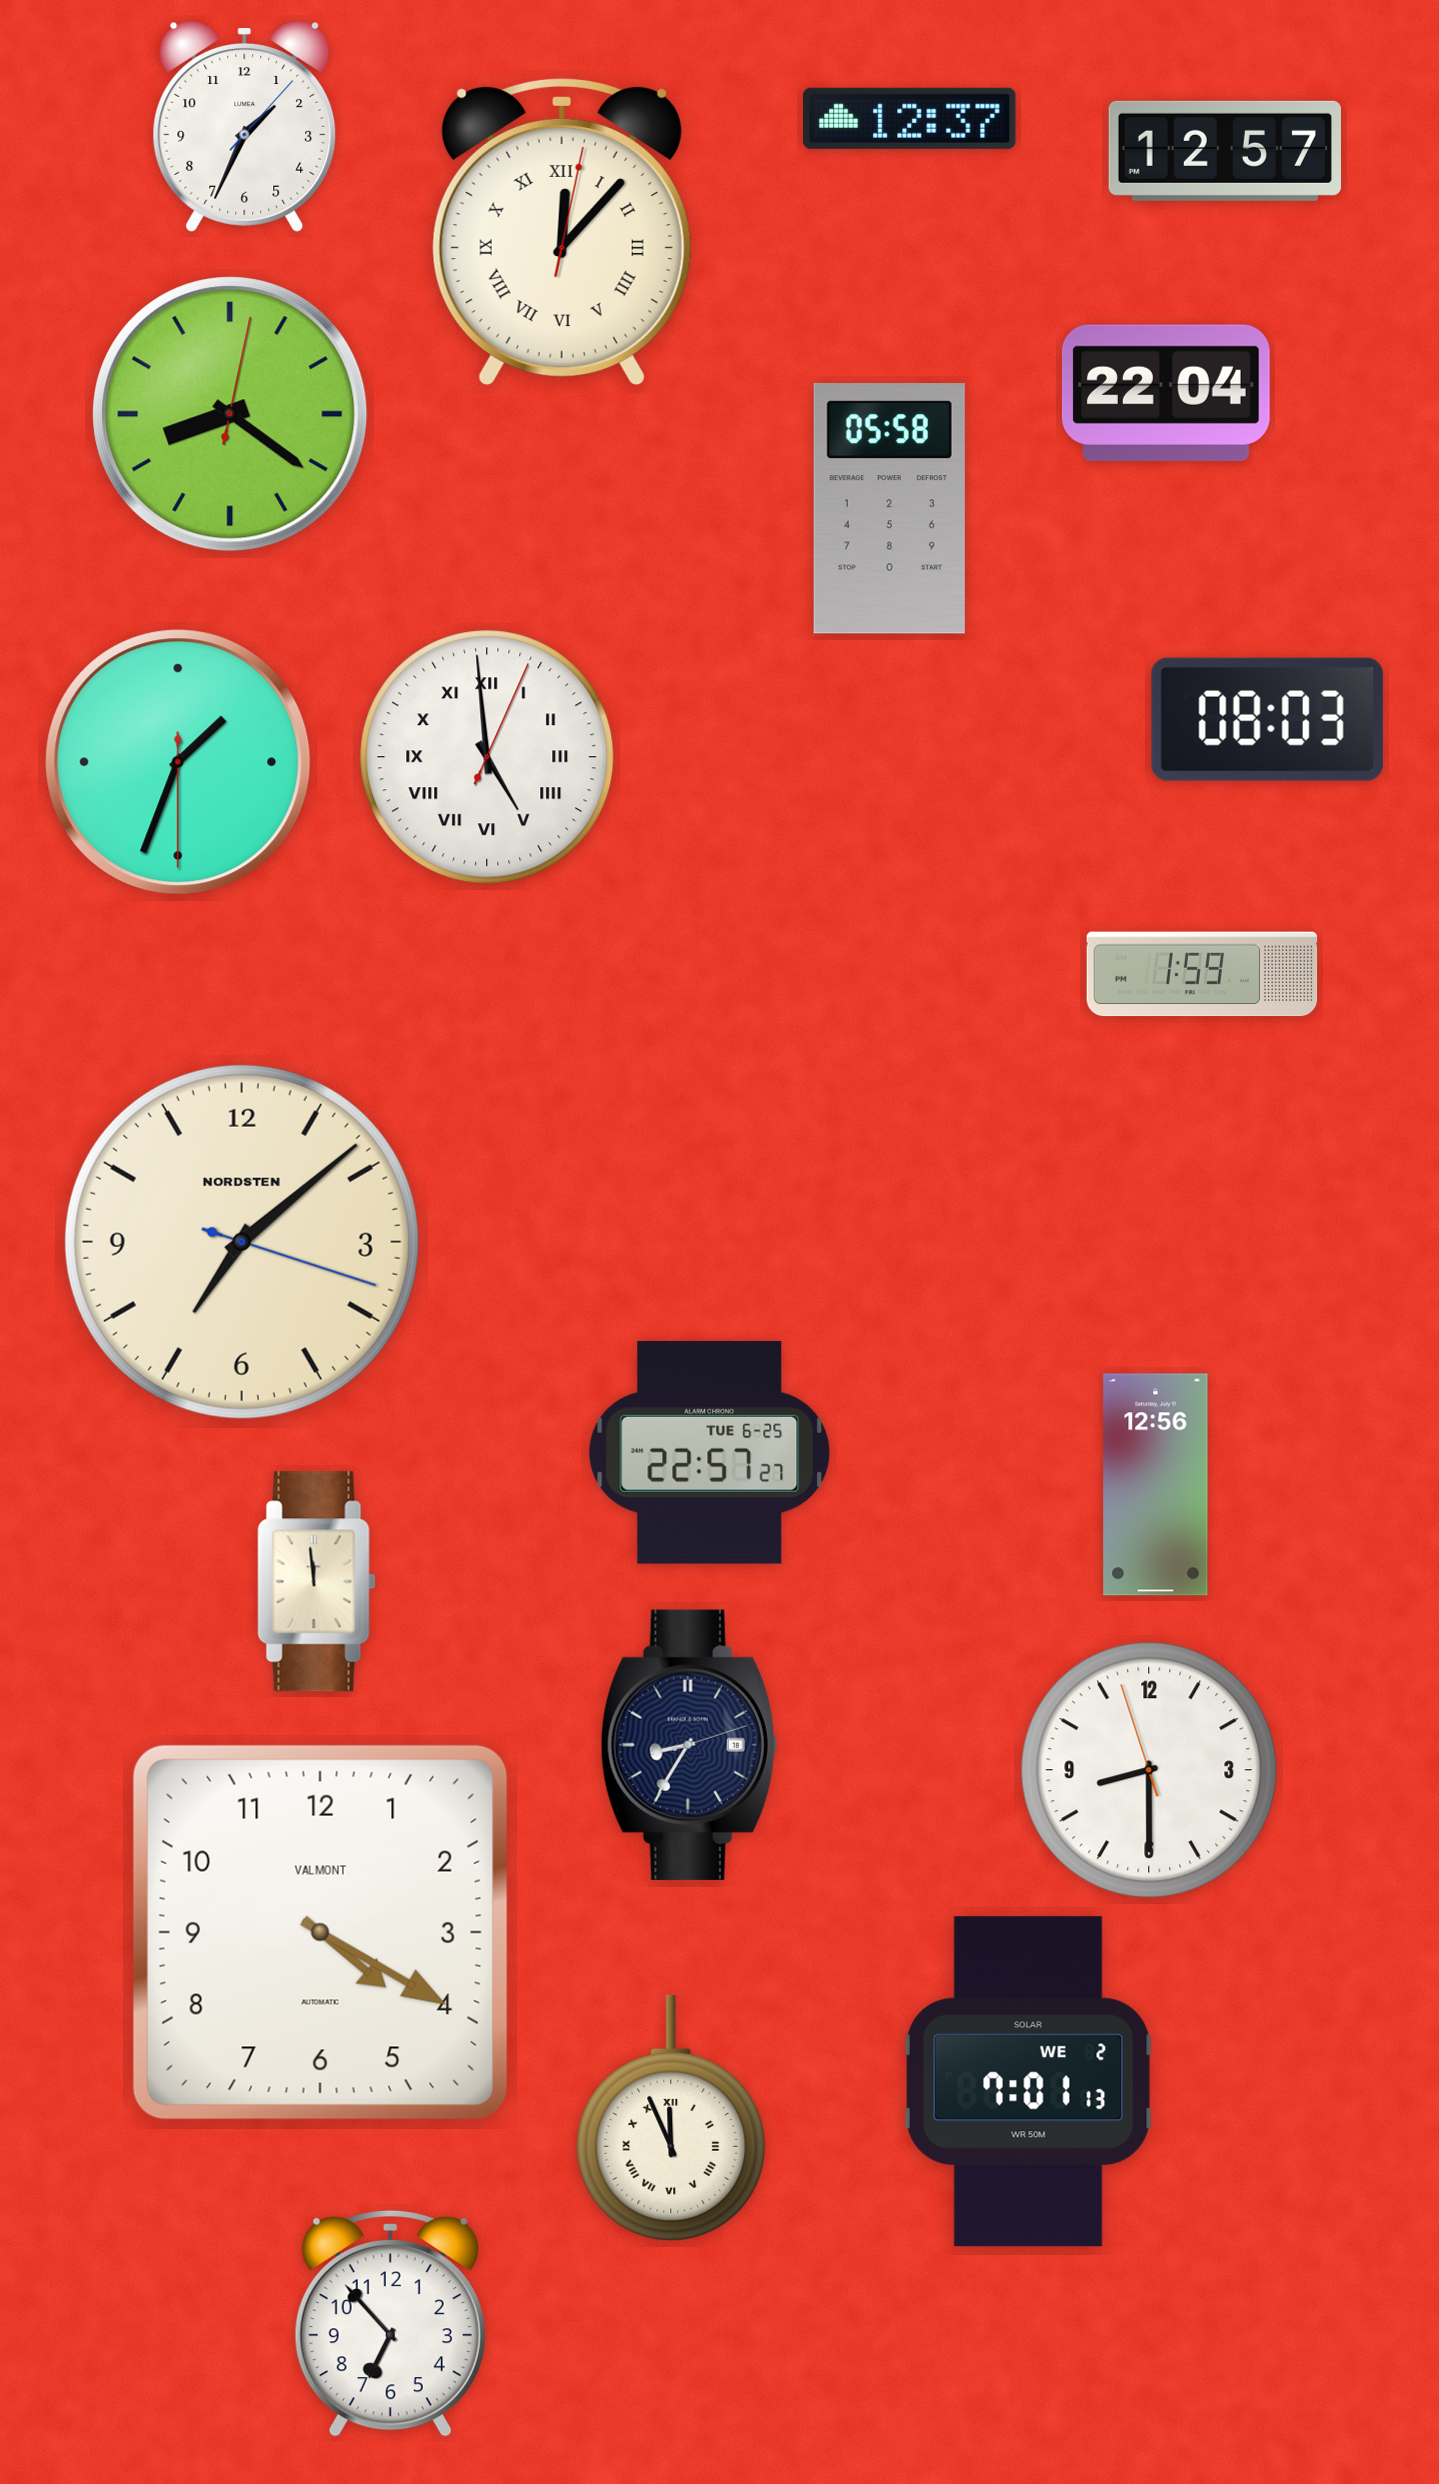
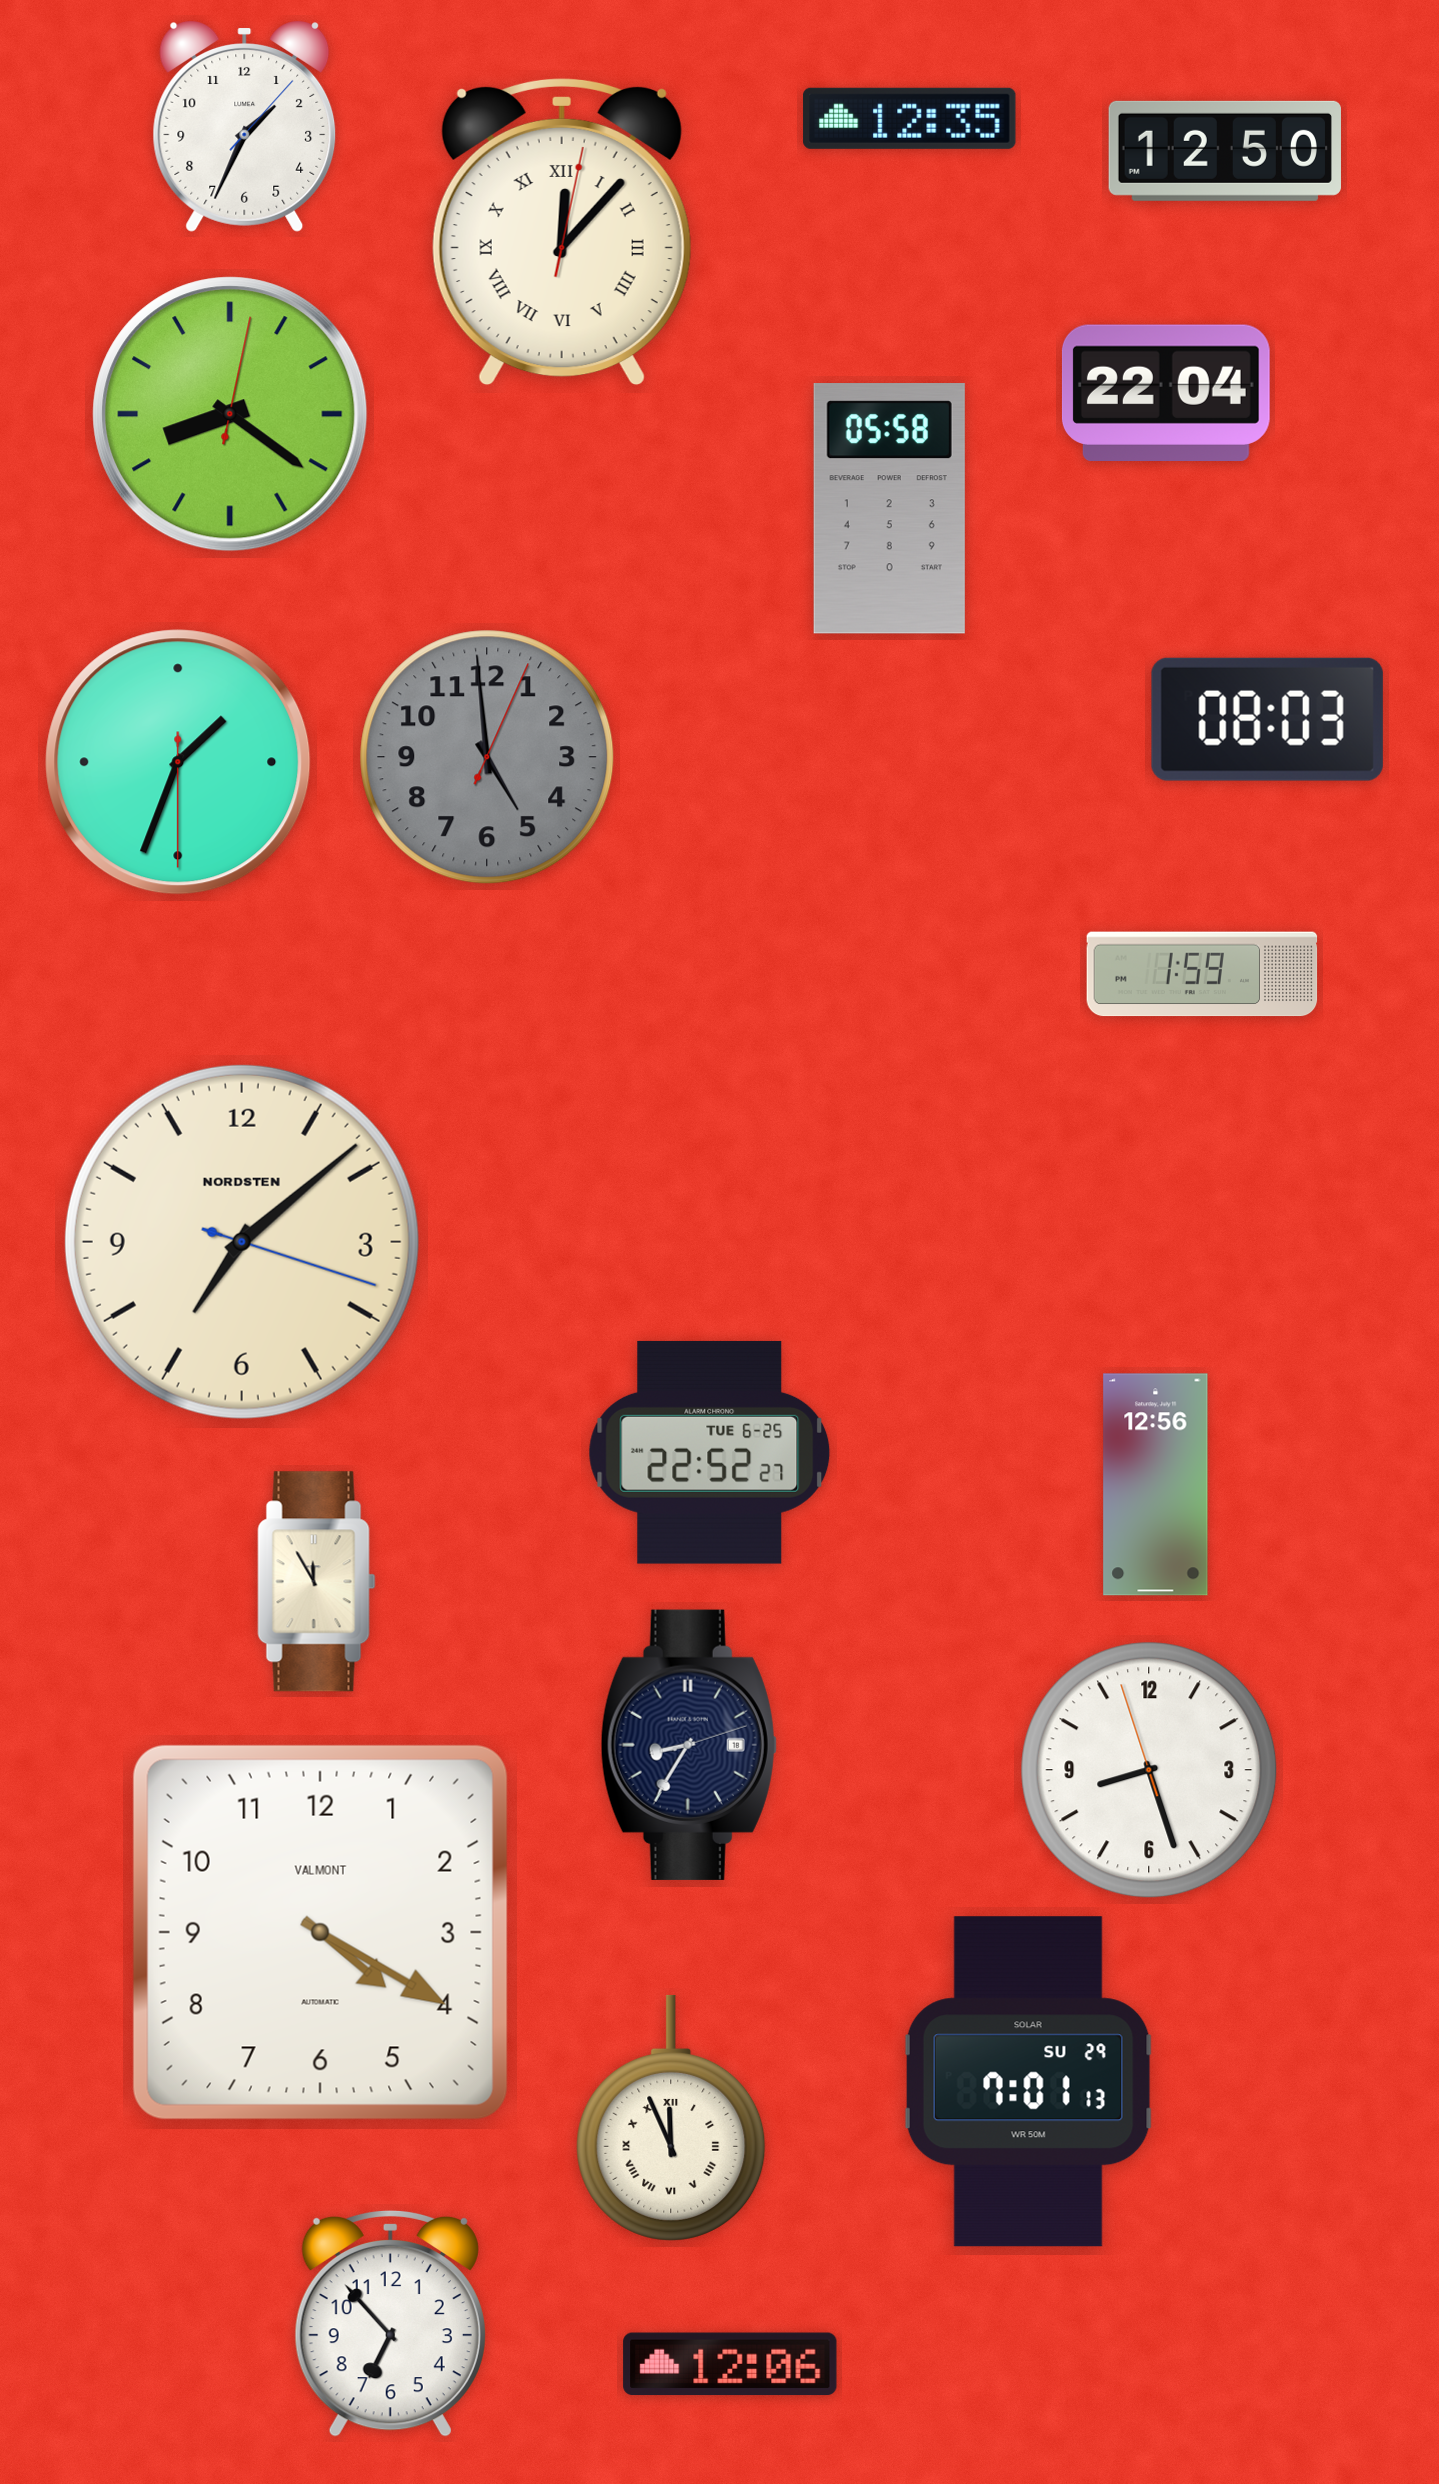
clock at (910, 118): 12:37 -> 12:35
clock at (1225, 151): 12:57 -> 12:50
clock at (487, 757) dial: white -> grey
clock at (487, 757) numerals: Roman -> Arabic
clock at (710, 1452): 22:57 -> 22:52
clock at (317, 1582): 11:59 -> 11:55
clock at (1149, 1770): 8:29 -> 8:26
clock at (1028, 2082) date: WE 2 -> SU 29
clock at (730, 2364): none -> 12:06
